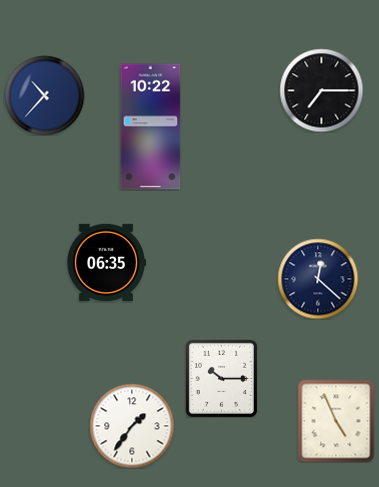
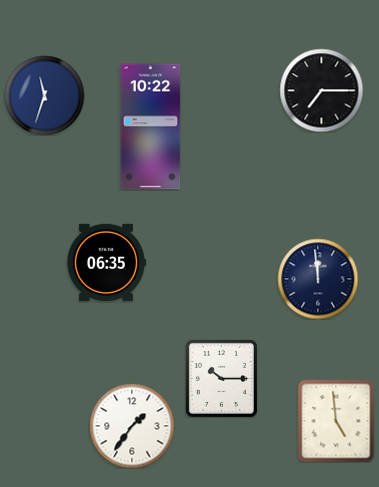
clock at (44, 95): 10:37 -> 11:33
clock at (318, 279): 12:22 -> 11:59
clock at (336, 421): 4:56 -> 4:59
